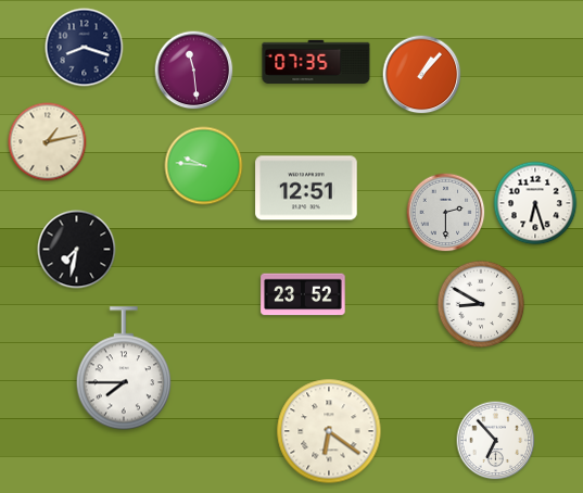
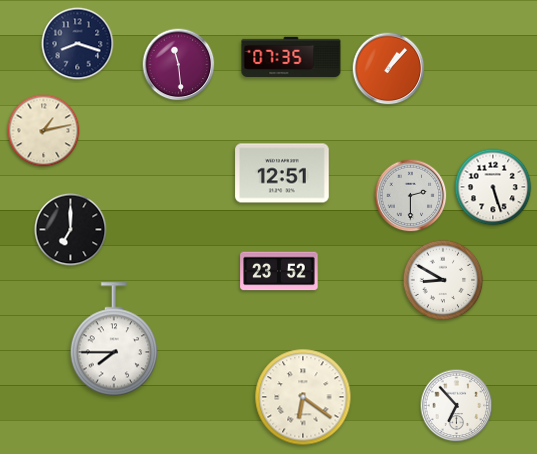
clock at (204, 166): 9:46 -> none
clock at (535, 203): 6:27 -> 5:27
clock at (77, 250): 7:32 -> 7:00
